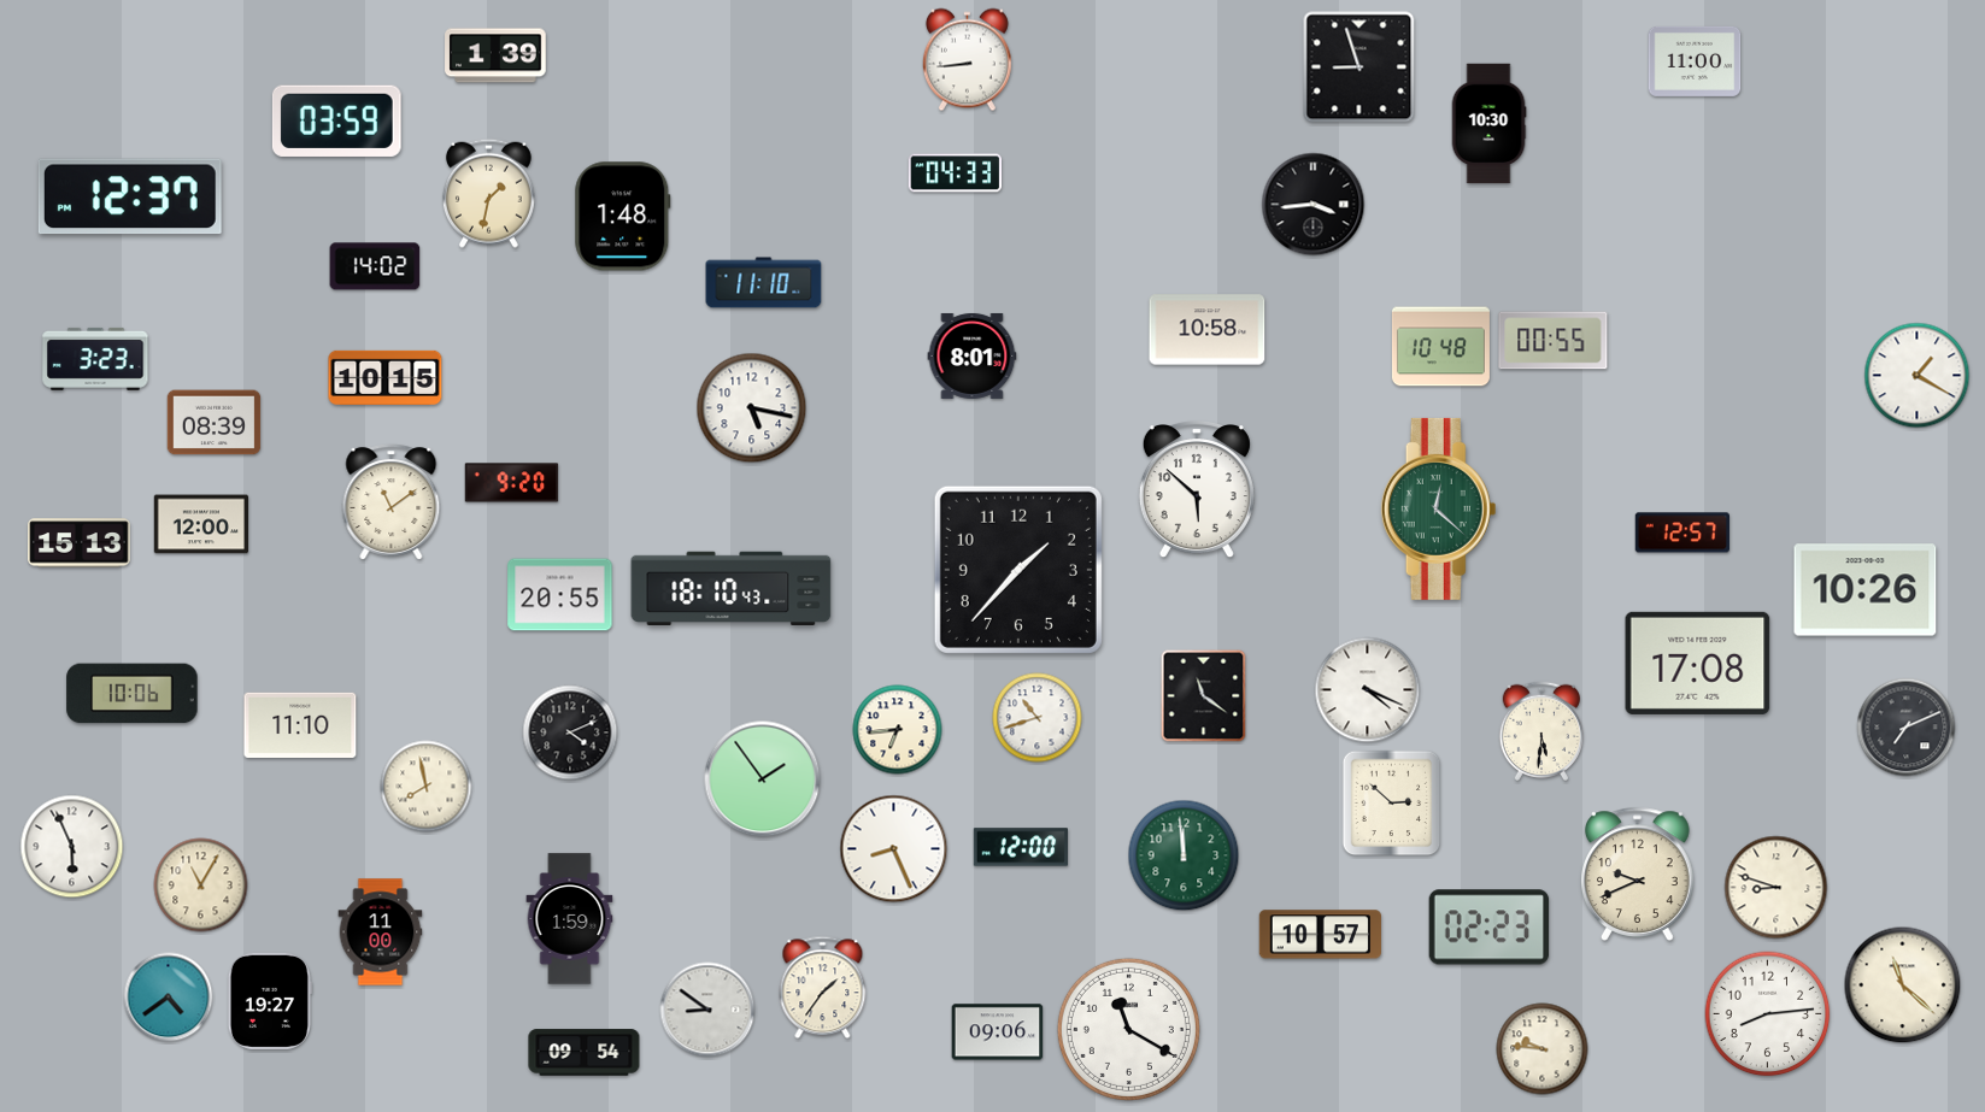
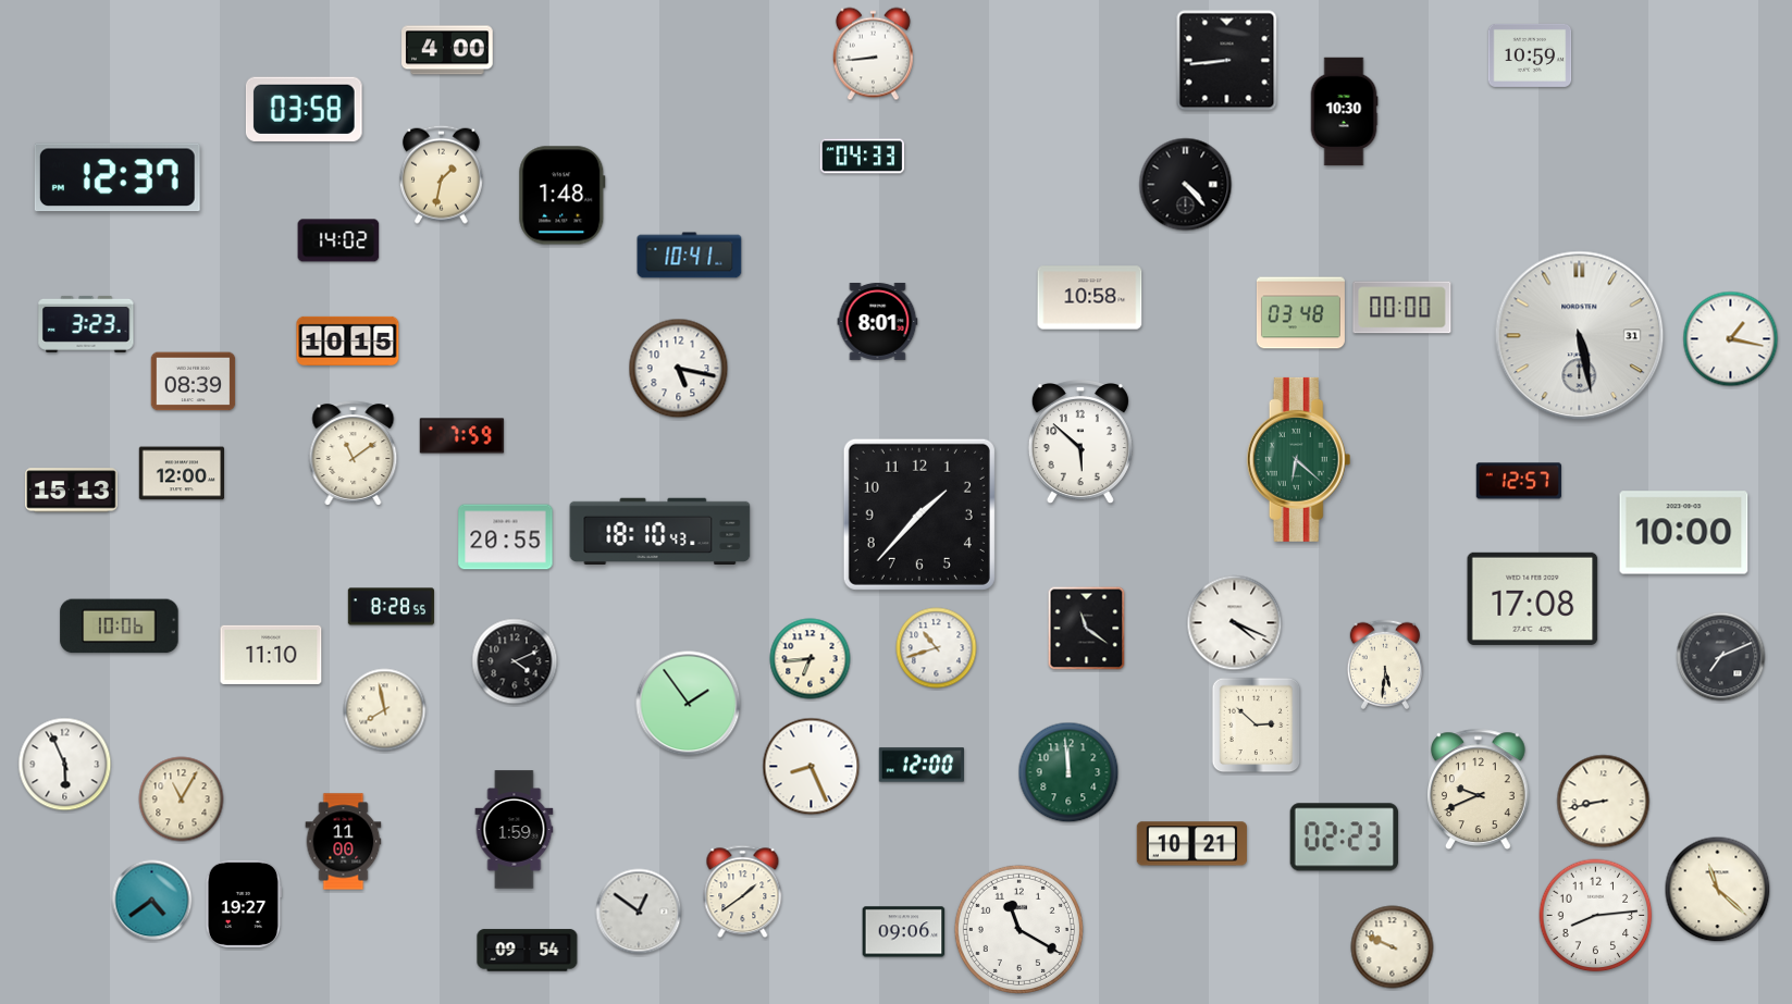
clock at (495, 55): 1:39 -> 4:00
clock at (1695, 61): 11:00 -> 10:59
clock at (1359, 67): 8:57 -> 8:44
clock at (336, 120): 03:59 -> 03:58
clock at (1314, 205): 3:44 -> 4:23
clock at (764, 283): 11:10 -> 10:41
clock at (1554, 341): 00:55 -> 00:00
clock at (1440, 347): 10:48 -> 03:48
clock at (1580, 336): none -> 5:28
clock at (1918, 376): 1:20 -> 1:17
clock at (512, 483): 9:20 -> 7:59
clock at (1439, 508): 12:22 -> 6:22
clock at (1866, 590): 10:26 -> 10:00
clock at (391, 607): none -> 8:28
clock at (1540, 731) position: (1540, 731) -> (1384, 665)
clock at (894, 849) position: (894, 849) -> (812, 767)
clock at (1776, 888): 8:48 -> 8:43
clock at (1320, 935): 10:57 -> 10:21
clock at (823, 988): 1:36 -> 1:39
clock at (707, 1010): 8:51 -> 12:51
clock at (998, 1032) position: (998, 1032) -> (904, 932)
clock at (1543, 1049): 9:46 -> 9:49
